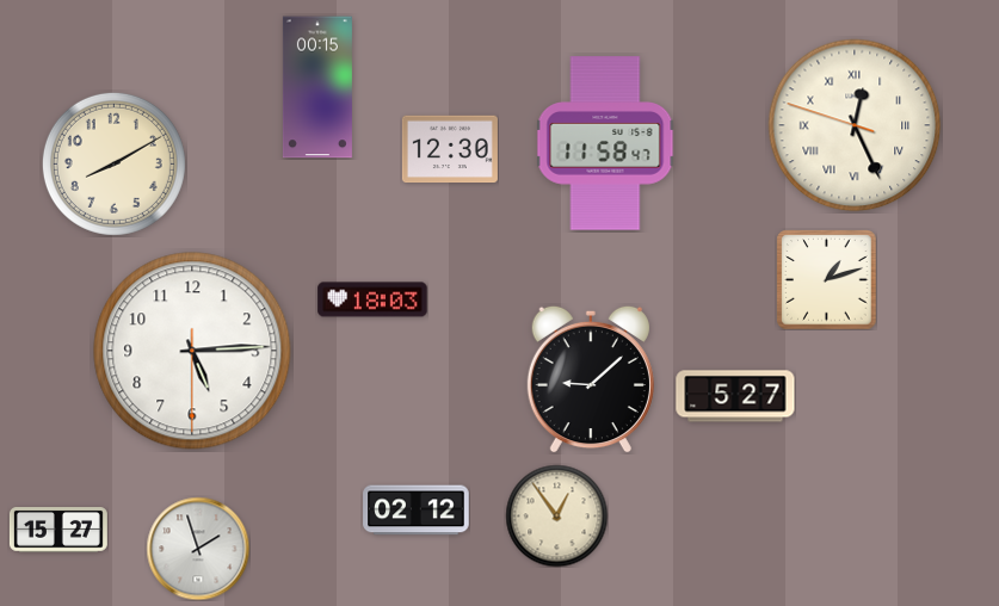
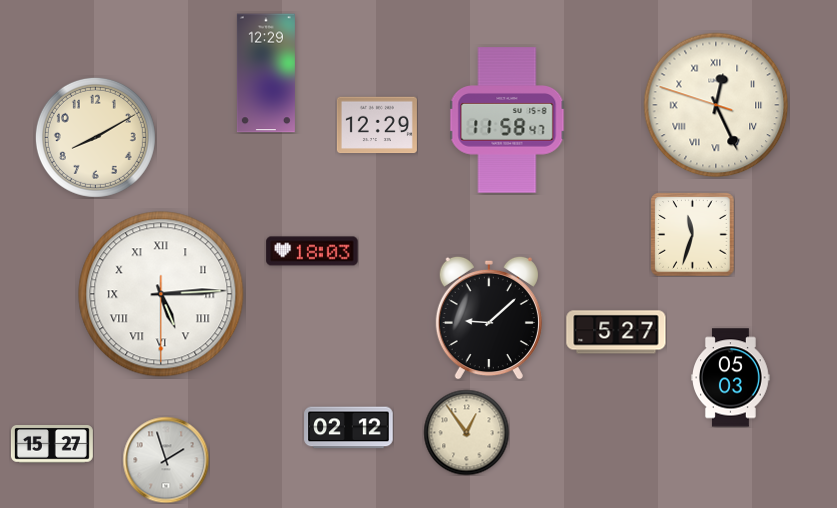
clock at (317, 87): 00:15 -> 12:29
clock at (450, 149): 12:30 -> 12:29
clock at (826, 279): 1:12 -> 11:33
clock at (192, 351) numerals: Arabic -> Roman
clock at (591, 379) position: (591, 379) -> (489, 318)
clock at (731, 378): none -> 05:03
clock at (58, 530) position: (58, 530) -> (52, 444)
